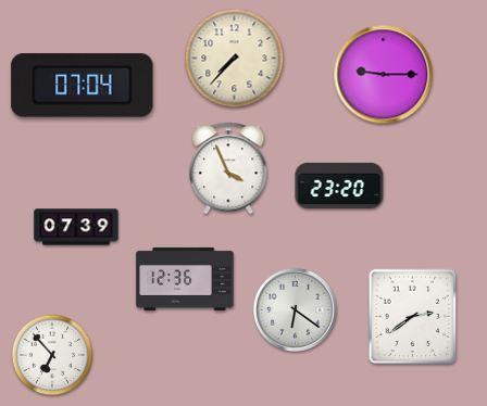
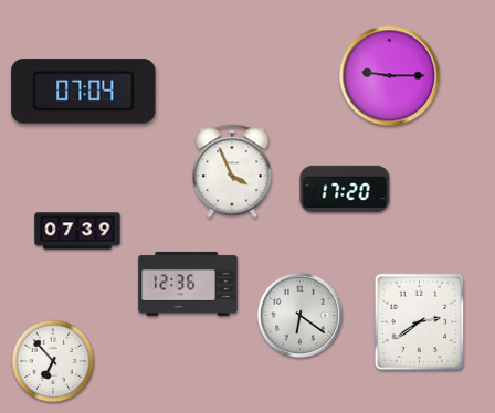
clock at (235, 59): 7:37 -> none
clock at (83, 86) position: (83, 86) -> (84, 92)
clock at (339, 186): 23:20 -> 17:20
